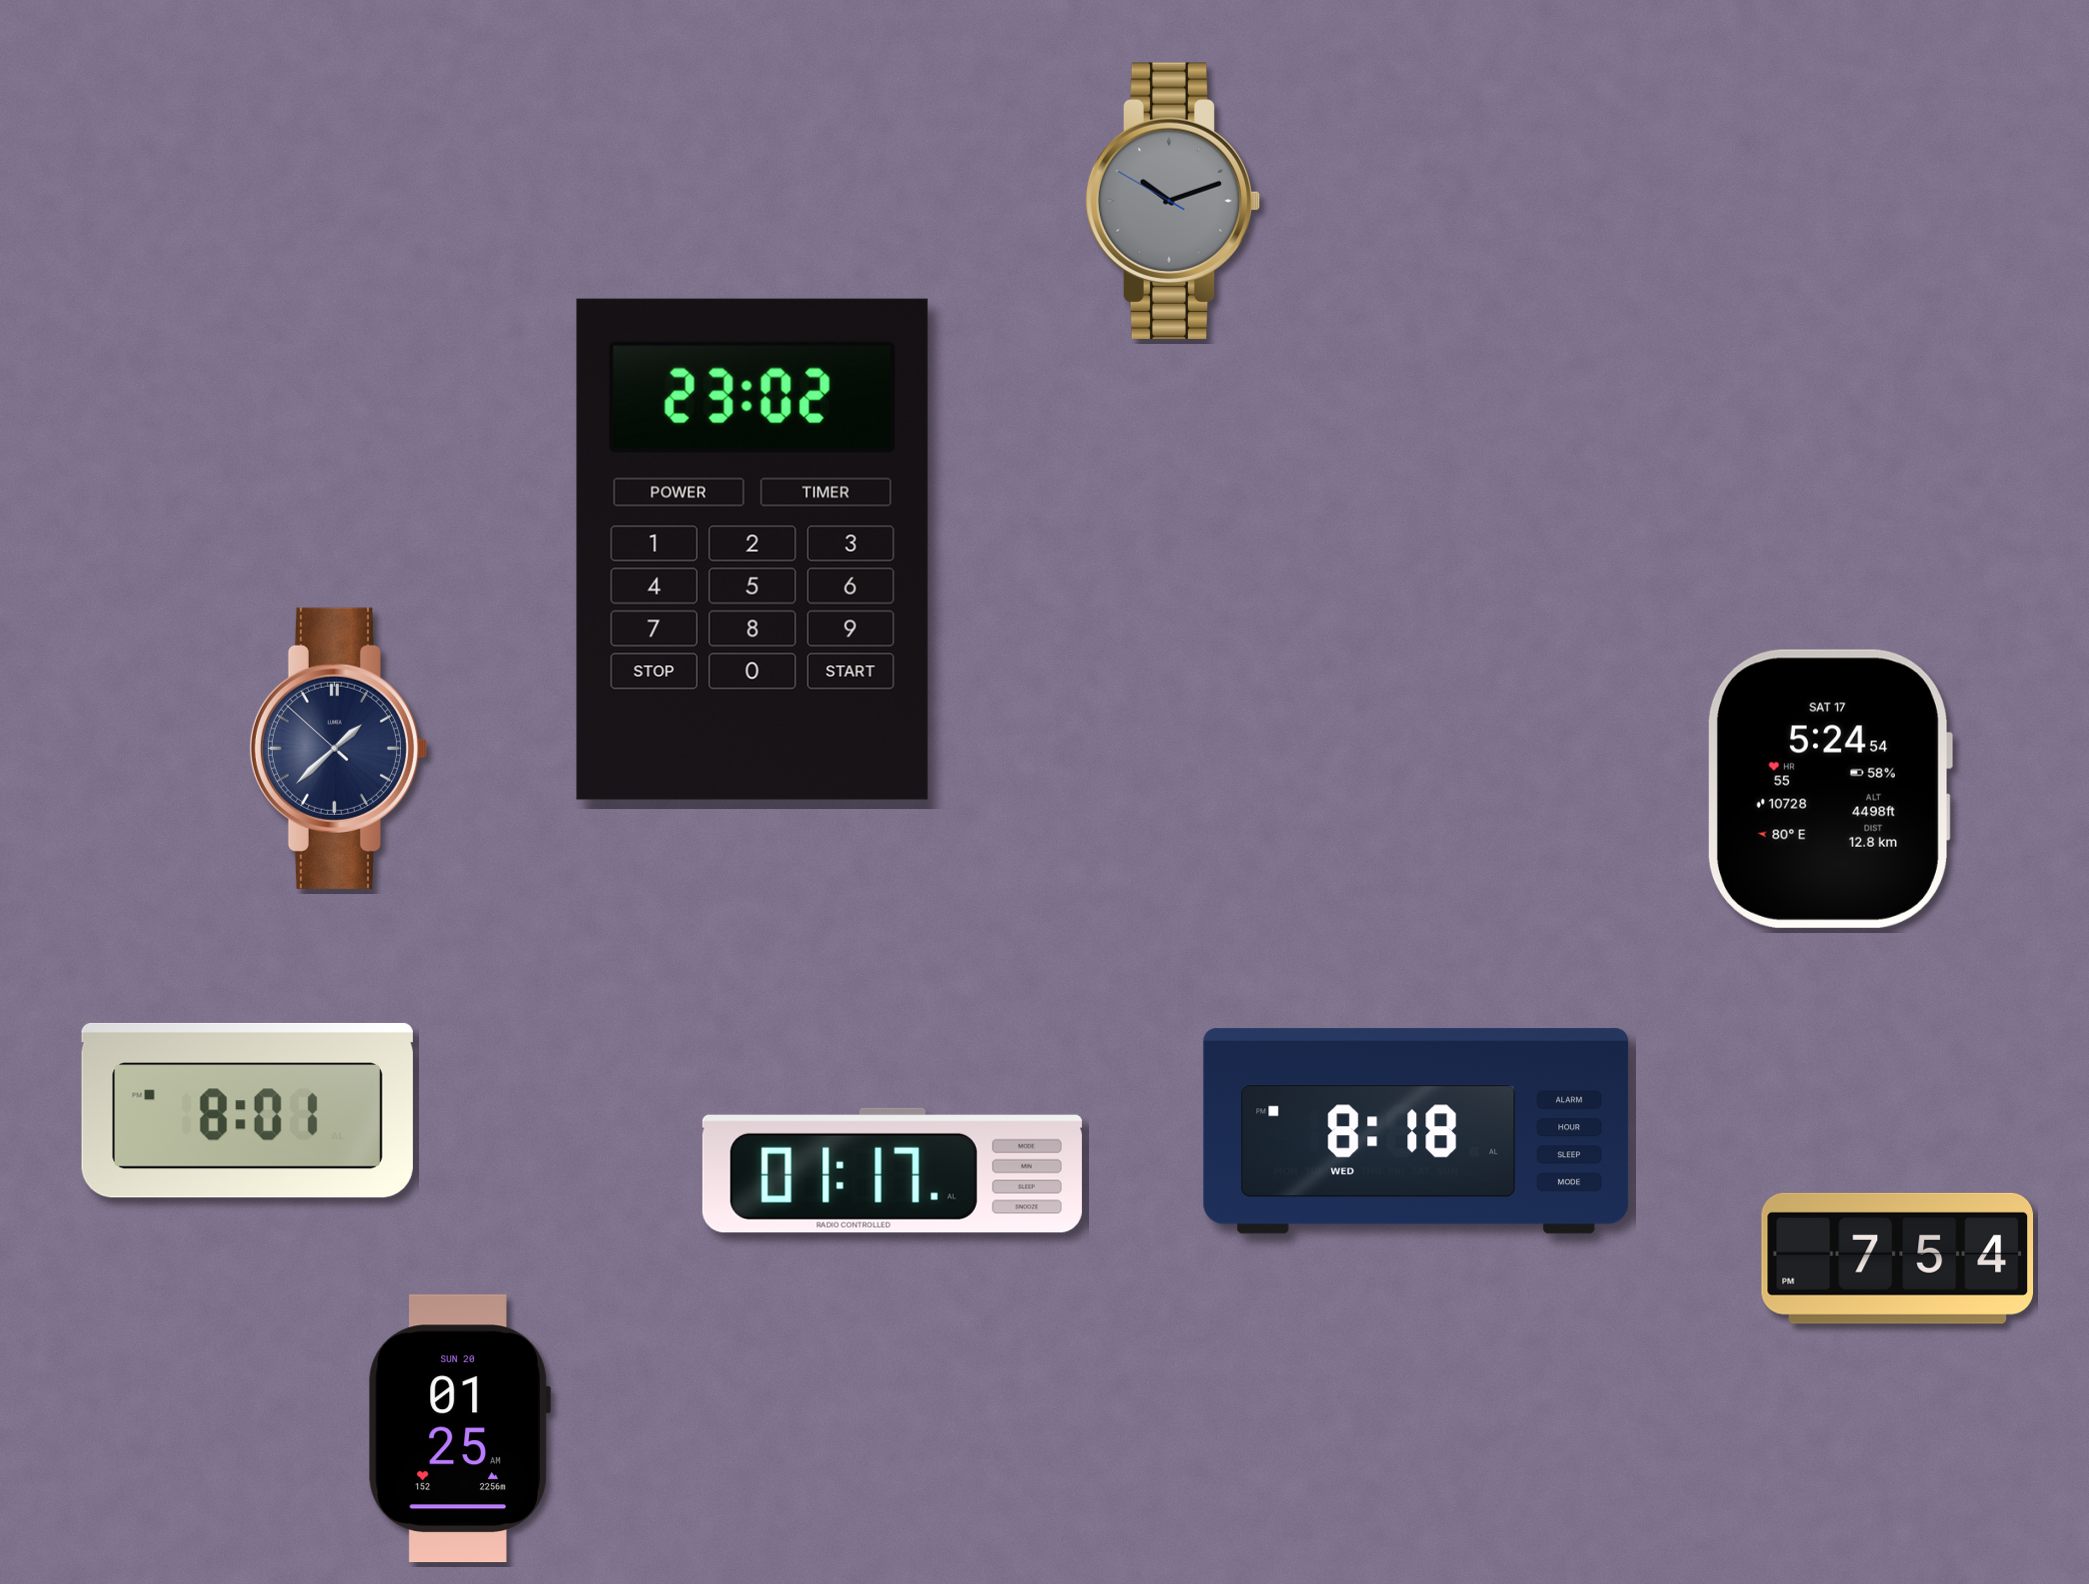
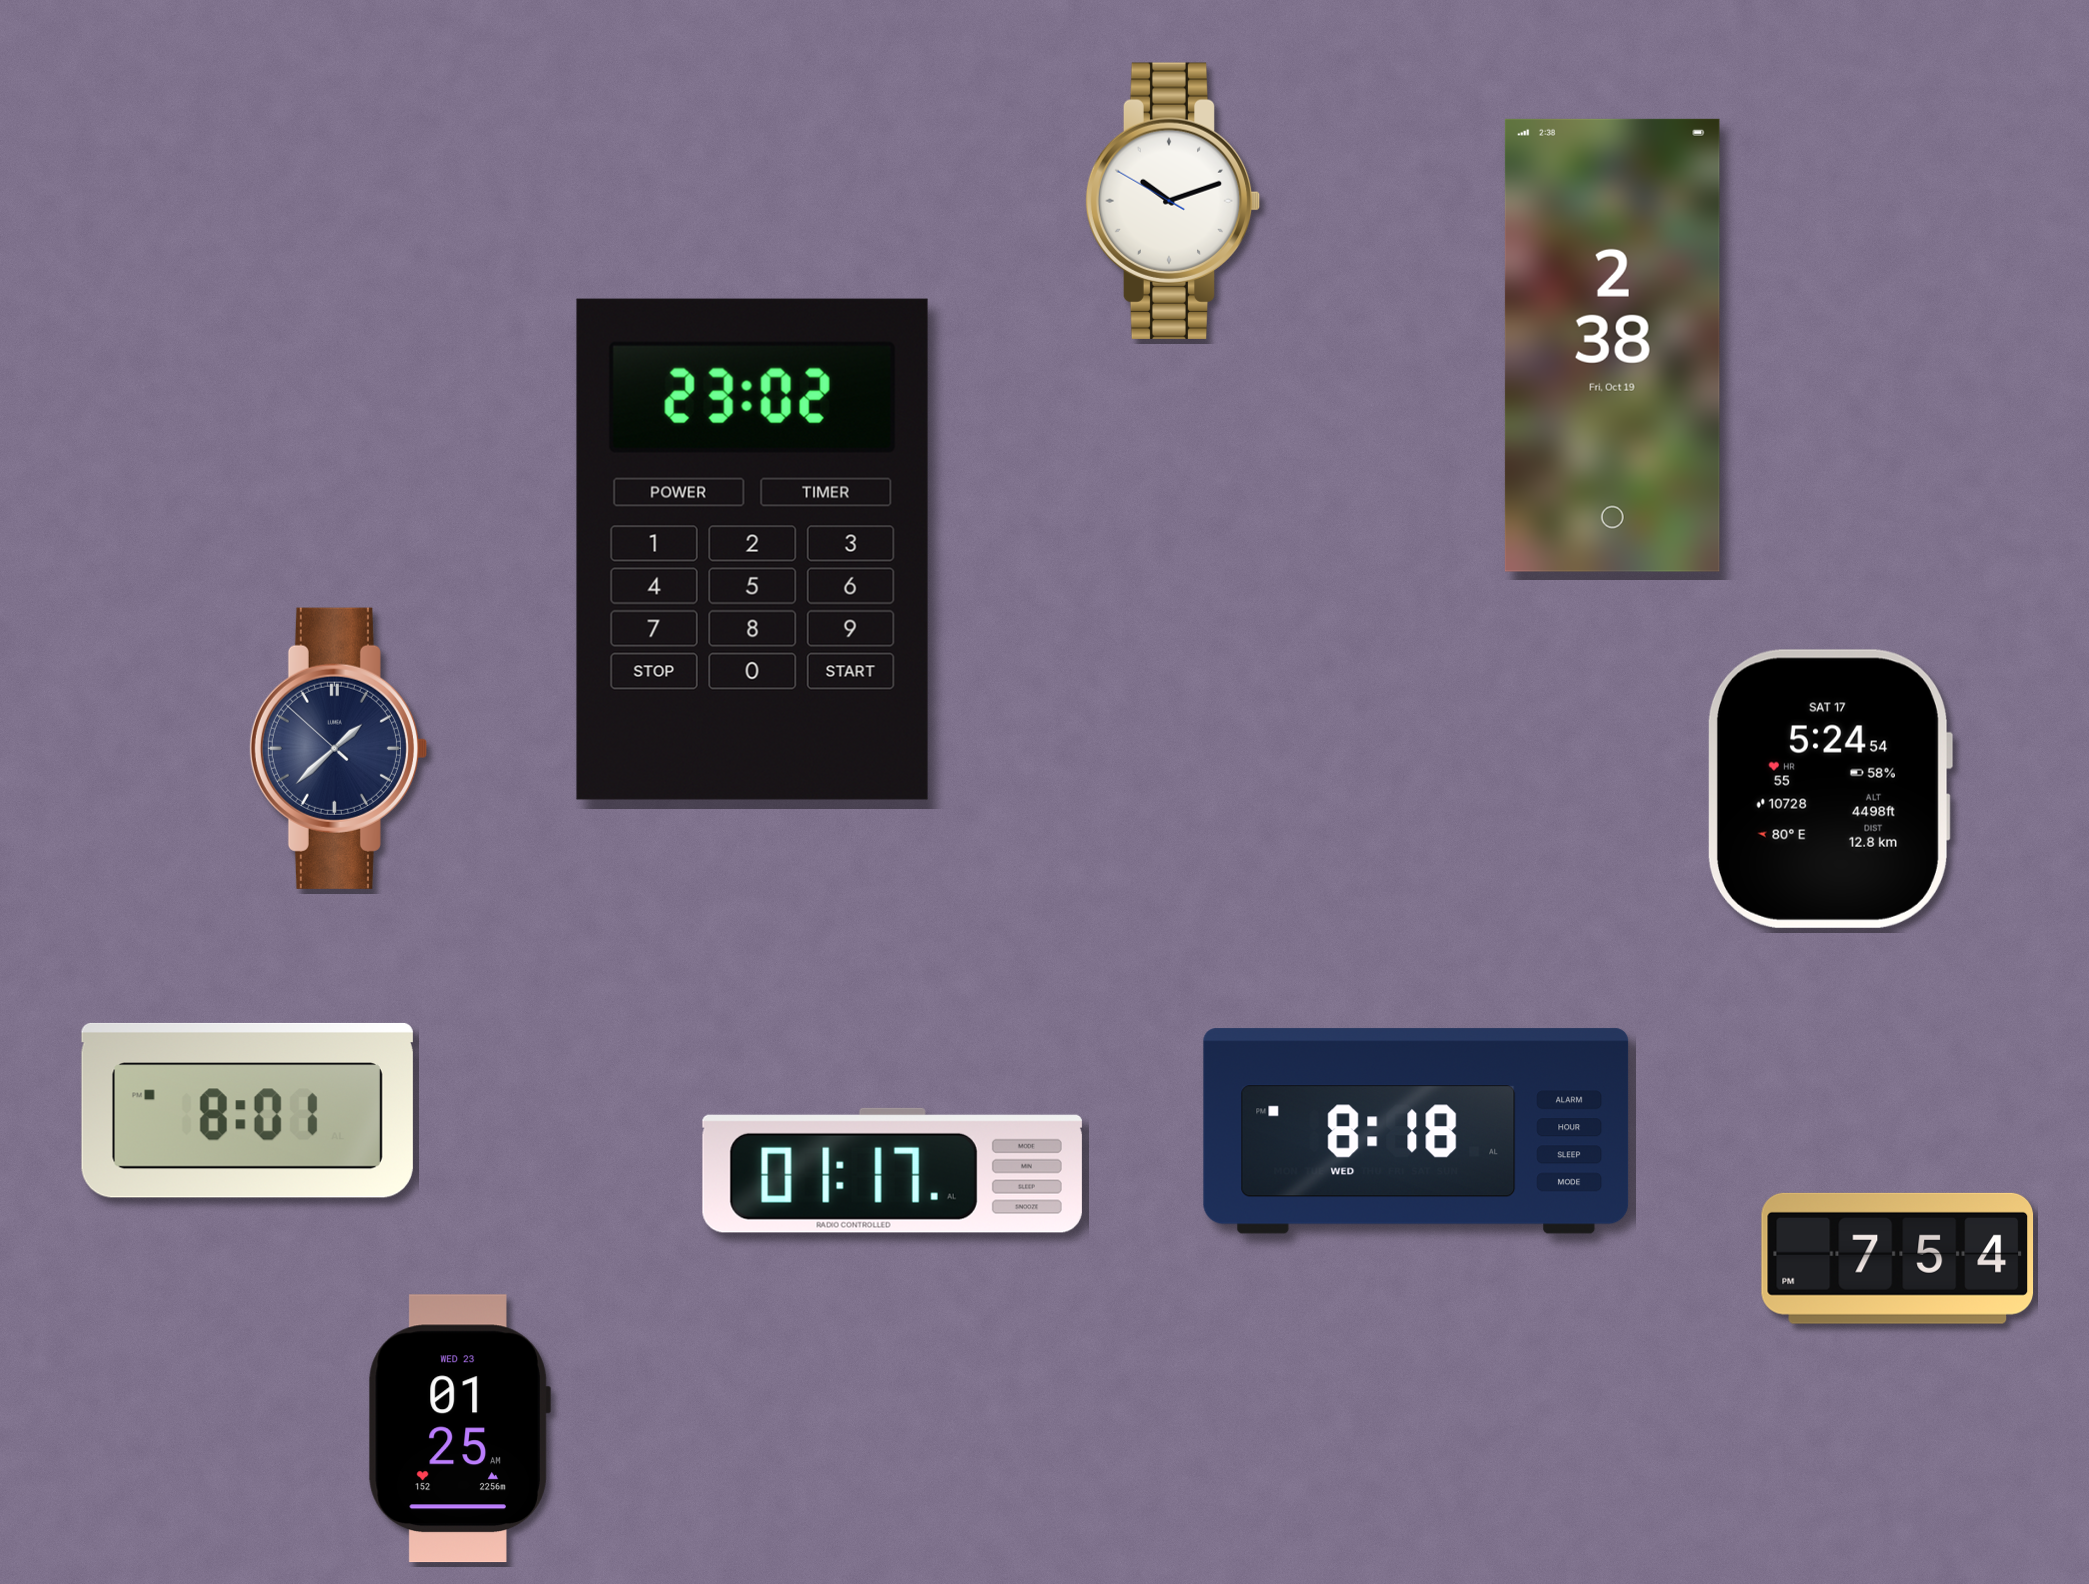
clock at (1173, 201) dial: grey -> white
clock at (1612, 345): none -> 2:38
clock at (459, 1429) date: SUN 20 -> WED 23
